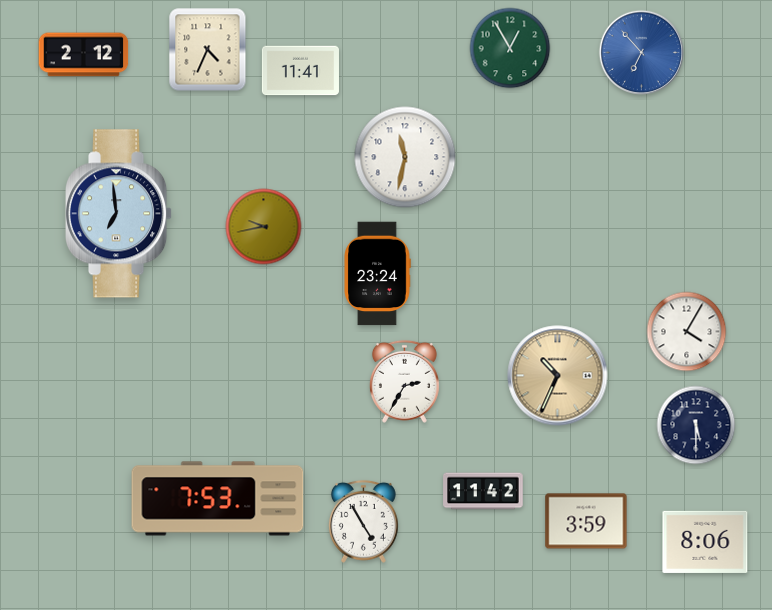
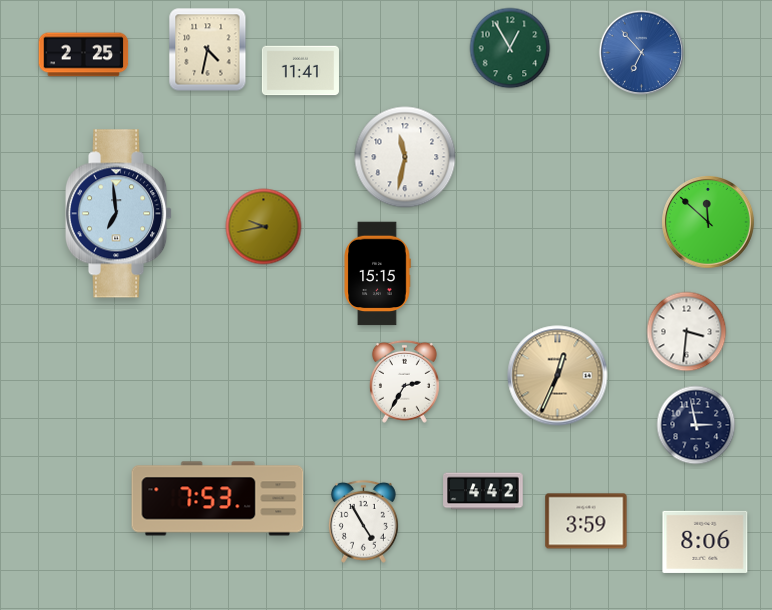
clock at (208, 50): 4:34 -> 4:32
clock at (84, 55): 2:12 -> 2:25
clock at (709, 223): none -> 11:52
clock at (377, 274): 23:24 -> 15:15
clock at (687, 332): 4:05 -> 3:31
clock at (558, 376): 10:34 -> 12:34
clock at (696, 425): 5:30 -> 2:58
clock at (483, 491): 11:42 -> 4:42
